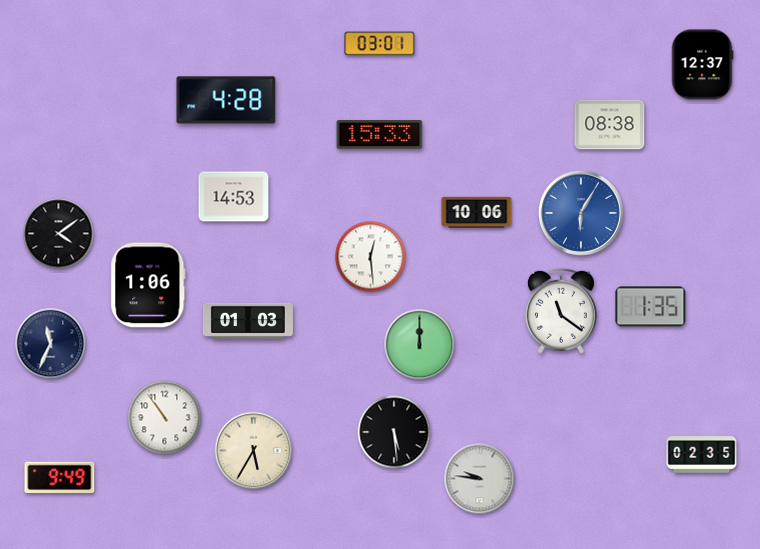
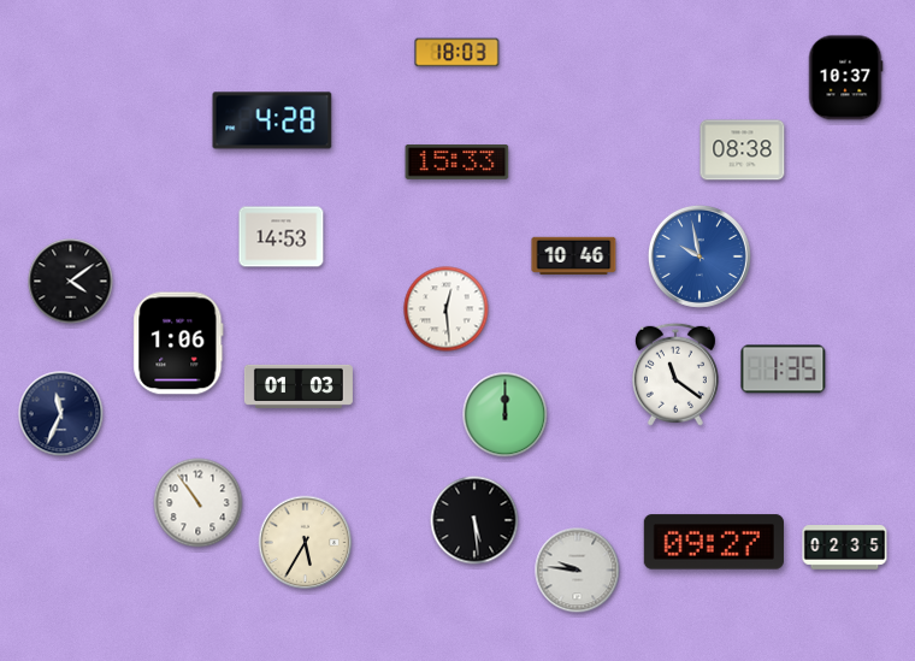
clock at (380, 44): 03:01 -> 18:03
clock at (702, 65): 12:37 -> 10:37
clock at (610, 125) position: (610, 125) -> (743, 151)
clock at (477, 213): 10:06 -> 10:46
clock at (581, 213): 6:05 -> 9:58
clock at (714, 542): none -> 09:27
clock at (60, 478): 9:49 -> none
clock at (480, 479) position: (480, 479) -> (578, 571)
